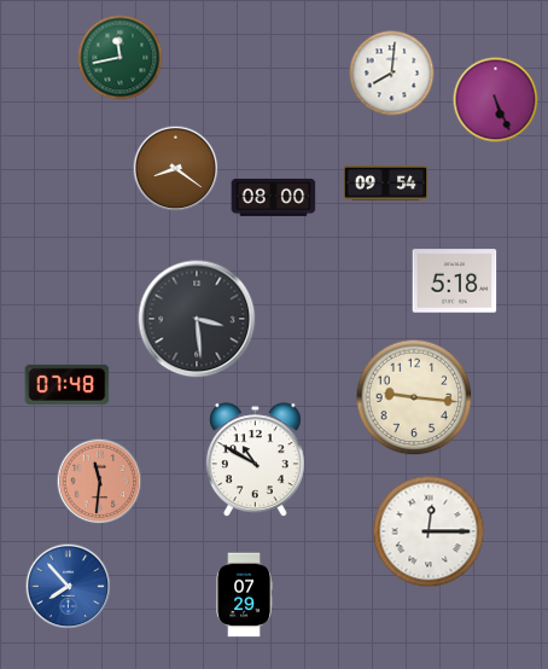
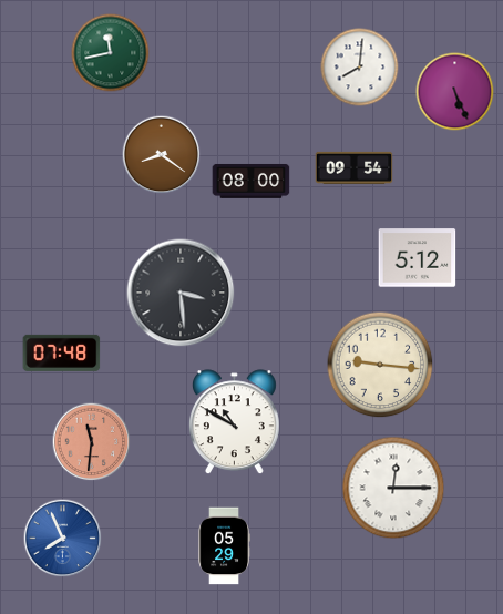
clock at (455, 281): 5:18 -> 5:12
clock at (69, 587): 7:53 -> 7:56
clock at (244, 595): 07:29 -> 05:29
